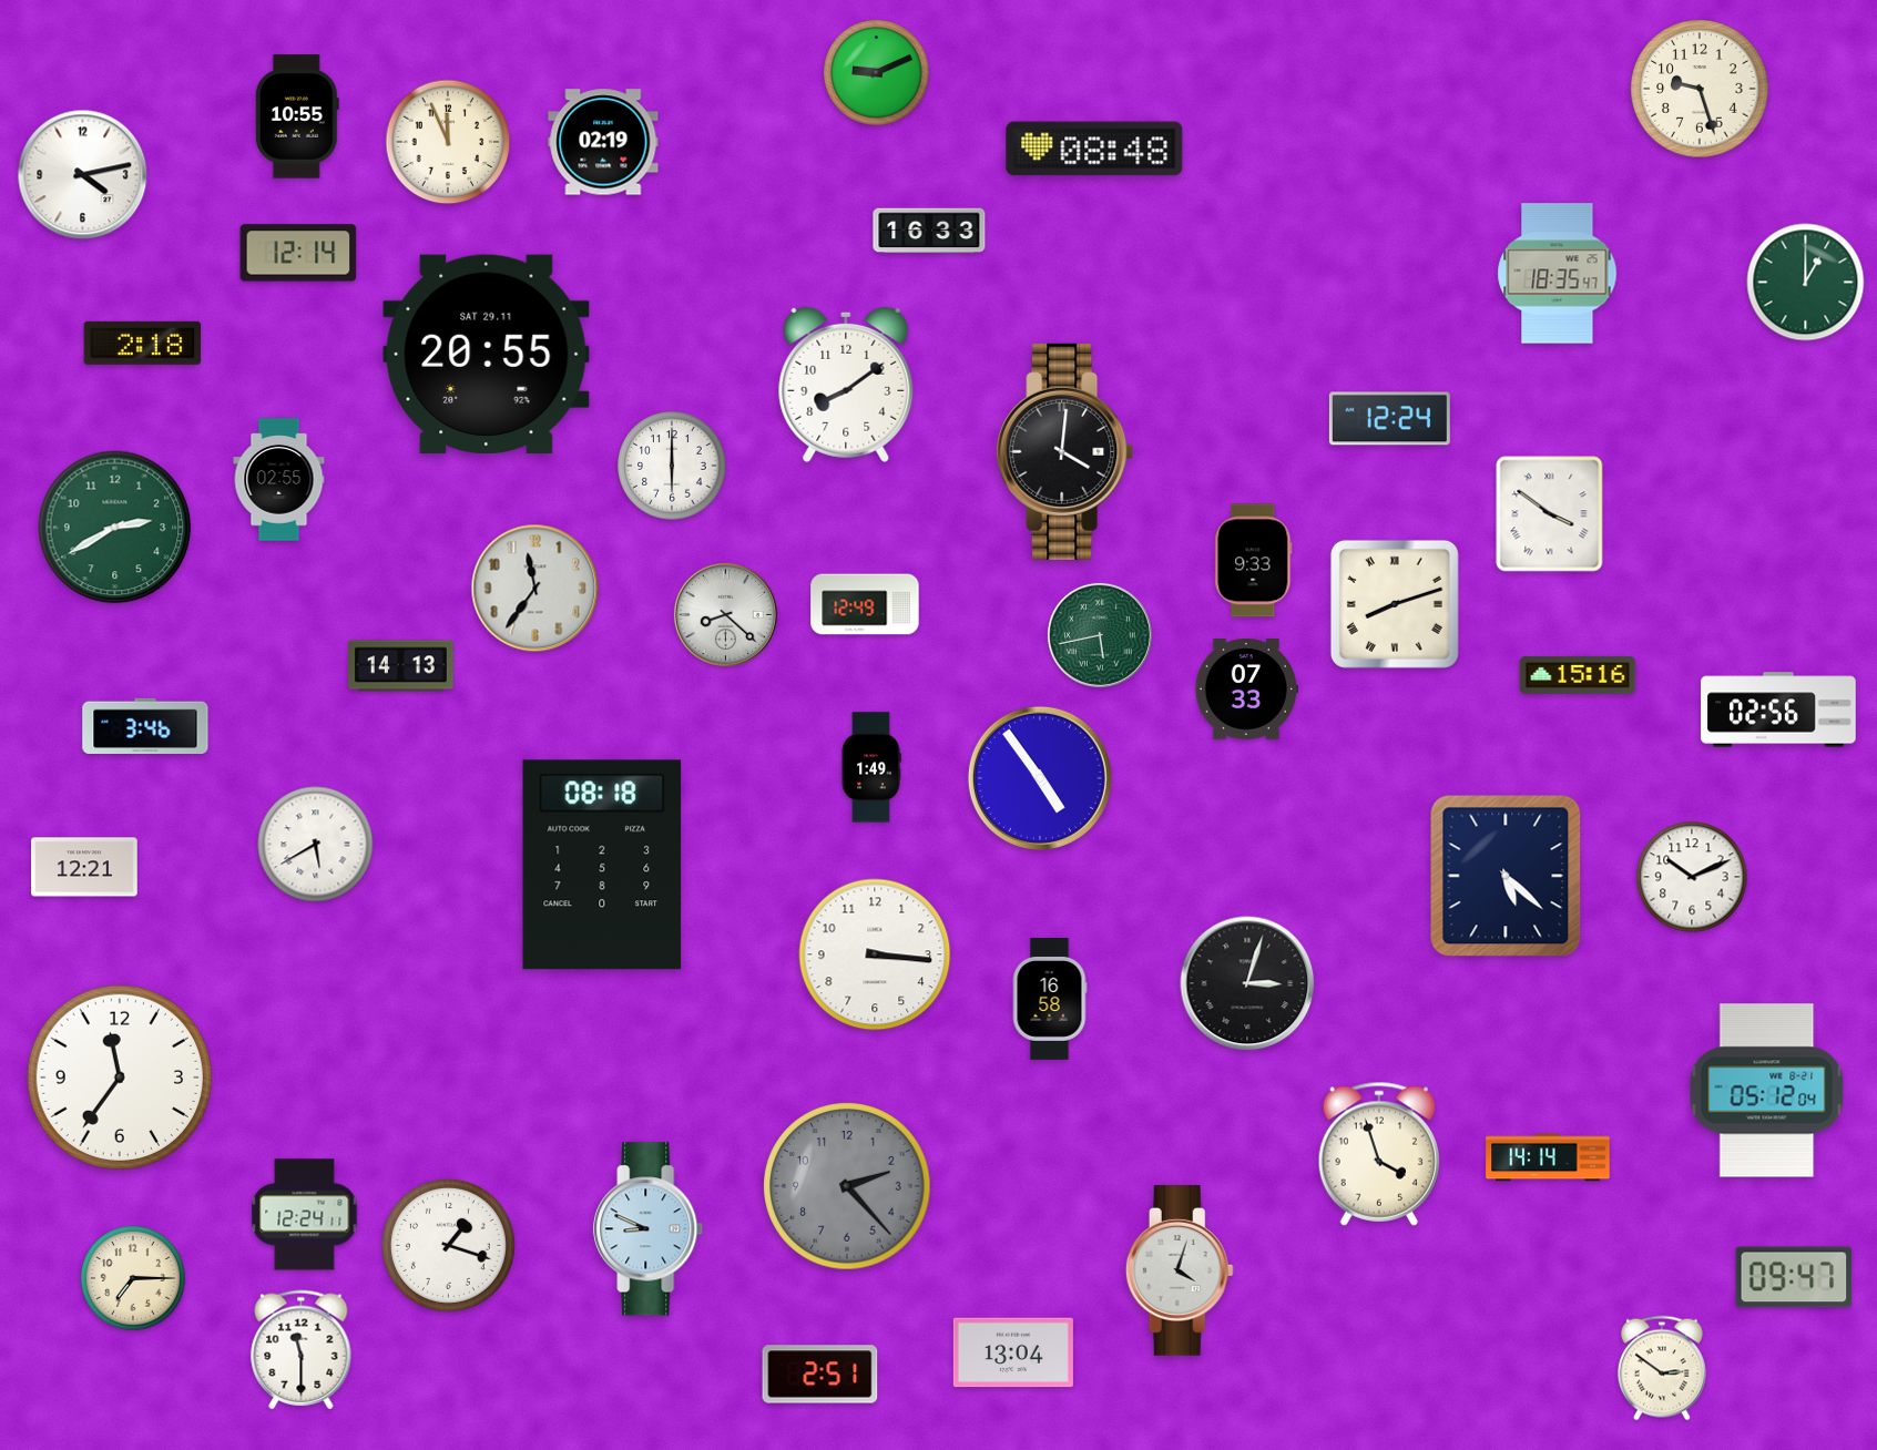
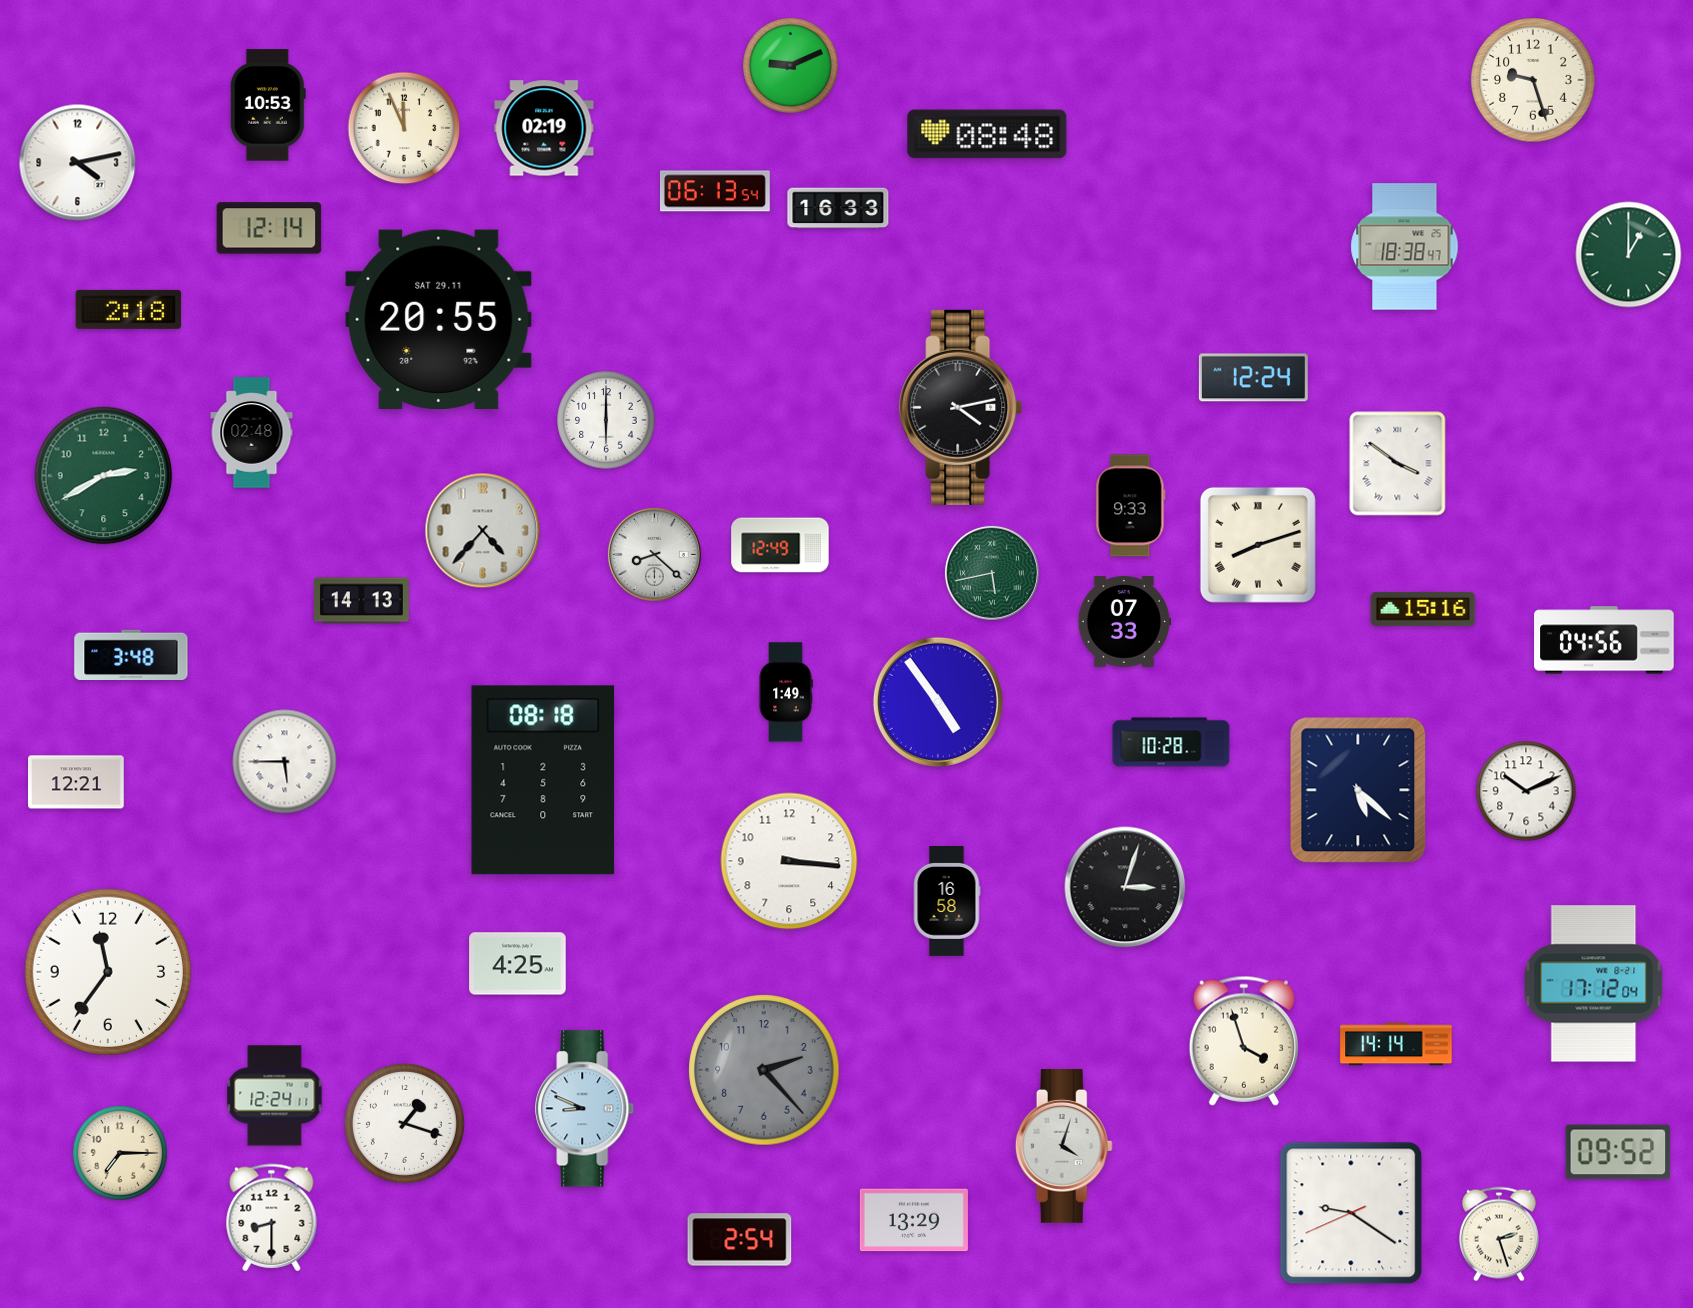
clock at (297, 116): 10:55 -> 10:53
clock at (83, 175) position: (83, 175) -> (78, 163)
clock at (715, 191): none -> 06:13
clock at (1558, 274): 18:35 -> 18:38
clock at (846, 385): 8:09 -> none
clock at (1065, 451): 4:01 -> 4:13
clock at (279, 480): 02:55 -> 02:48
clock at (535, 589): 11:36 -> 4:37
clock at (1778, 709): 02:56 -> 04:56
clock at (145, 725): 3:46 -> 3:48
clock at (1171, 742): none -> 10:28
clock at (316, 845): 5:40 -> 5:45
clock at (518, 964): none -> 4:25
clock at (1767, 1091): 05:12 -> 17:12
clock at (1794, 1277): 09:47 -> 09:52
clock at (1351, 1213): none -> 9:20
clock at (302, 1350): 11:30 -> 8:30
clock at (1013, 1352): 13:04 -> 13:29
clock at (1662, 1368): 2:51 -> 2:27
clock at (820, 1375): 2:51 -> 2:54
